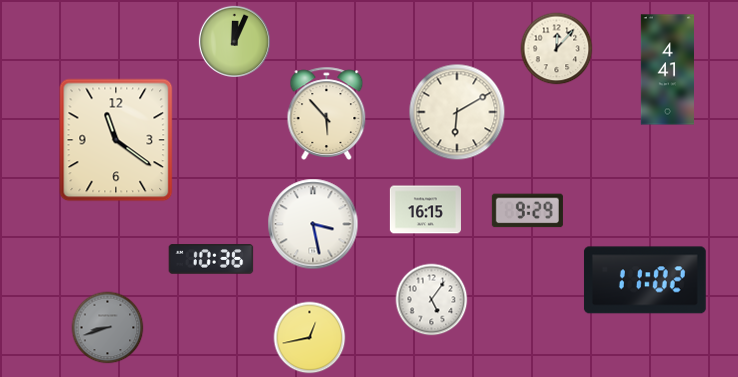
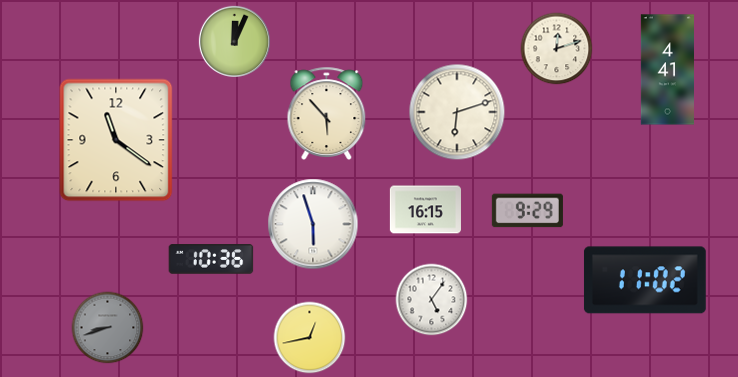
clock at (557, 49): 12:07 -> 12:12
clock at (457, 112): 6:10 -> 6:12
clock at (313, 224): 3:28 -> 5:57
